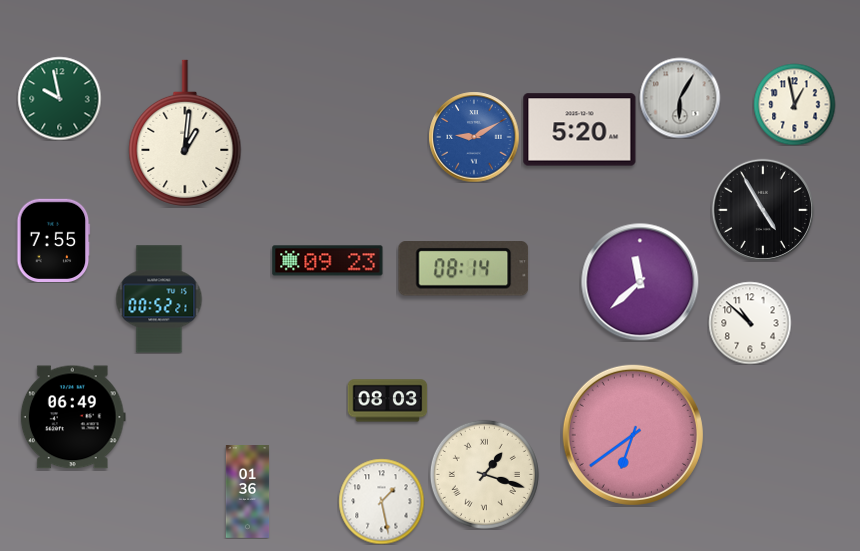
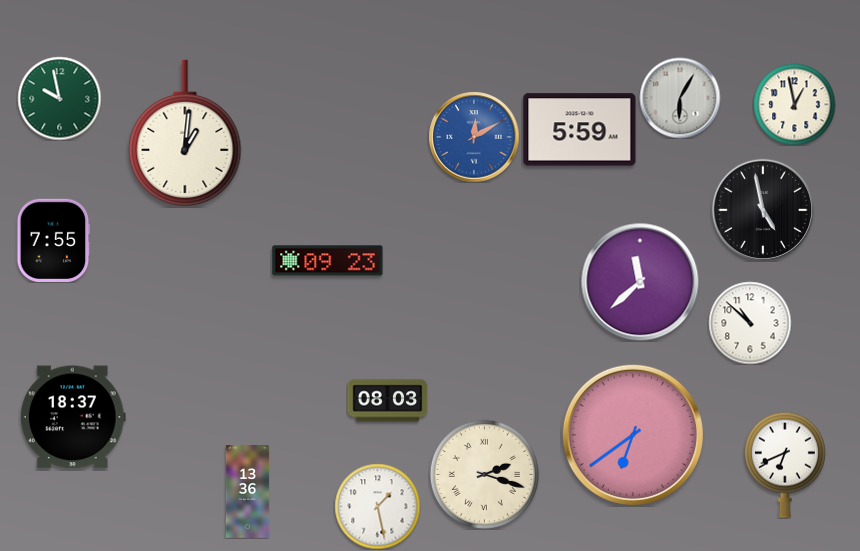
clock at (580, 130): 5:20 -> 5:59
clock at (474, 137): 9:10 -> 12:10
clock at (763, 210): 4:55 -> 4:58
clock at (464, 269): 08:14 -> none
clock at (159, 299): 00:52 -> none
clock at (73, 417): 06:49 -> 18:37
clock at (785, 465): none -> 6:41
clock at (484, 474): 1:18 -> 2:18
clock at (248, 492): 01:36 -> 13:36
clock at (381, 501) position: (381, 501) -> (377, 506)
